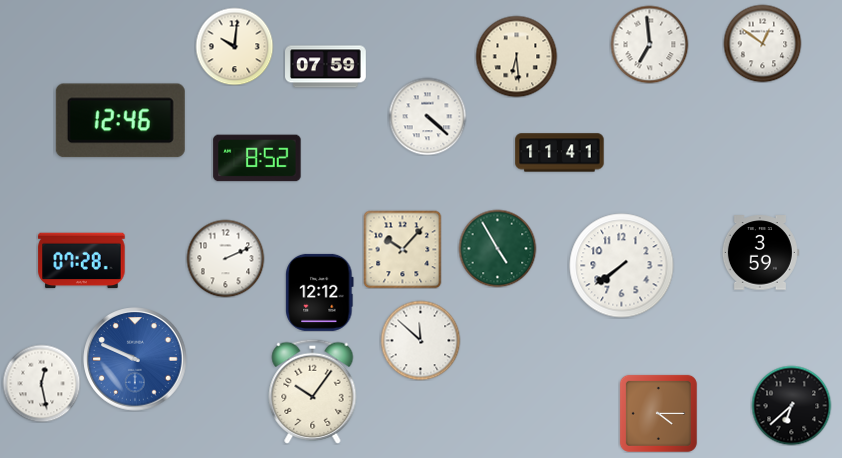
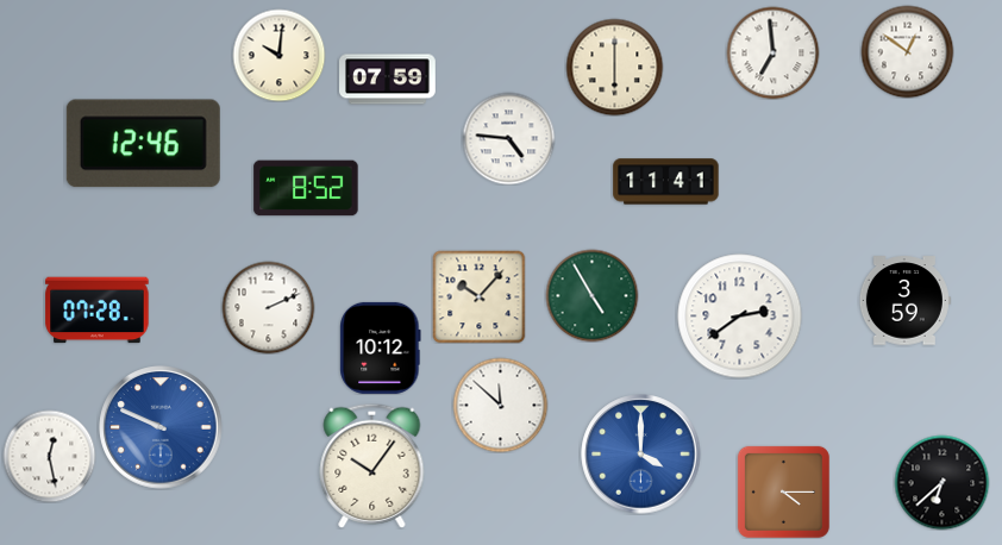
clock at (516, 56): 6:29 -> 6:00
clock at (427, 116): 4:22 -> 4:46
clock at (622, 266): 7:39 -> 2:39
clock at (320, 292): 12:12 -> 10:12
clock at (641, 455): none -> 4:00
